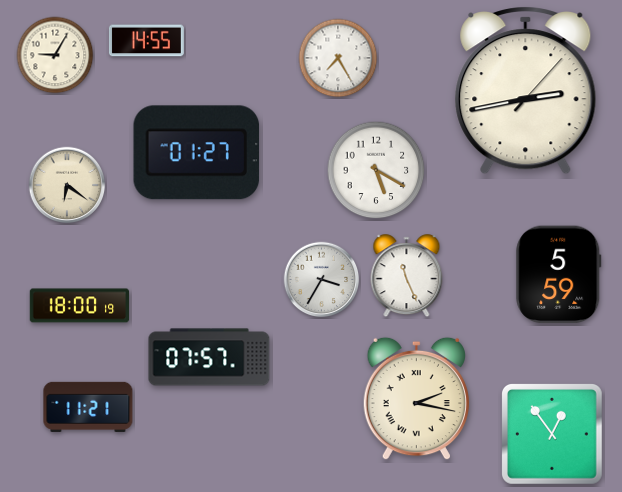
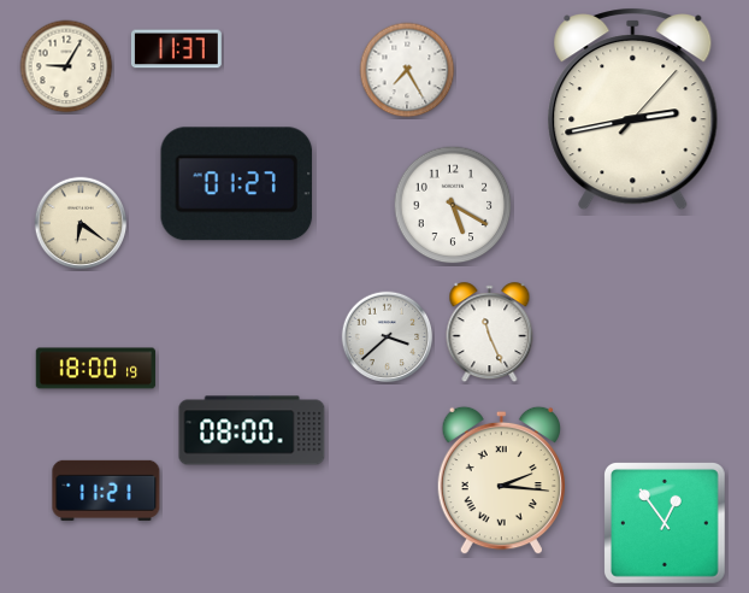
clock at (146, 41): 14:55 -> 11:37
clock at (559, 275): 5:59 -> none
clock at (322, 280): 3:35 -> 3:38
clock at (209, 357): 07:57 -> 08:00
clock at (416, 399): 2:17 -> 2:16
